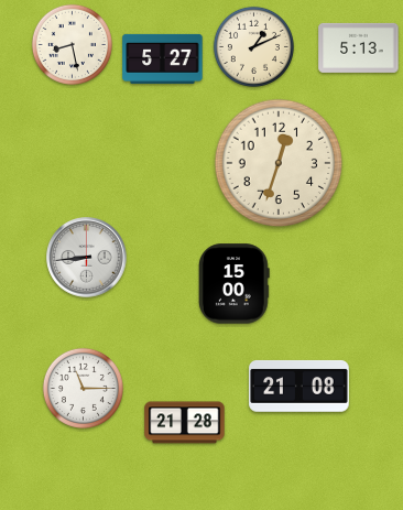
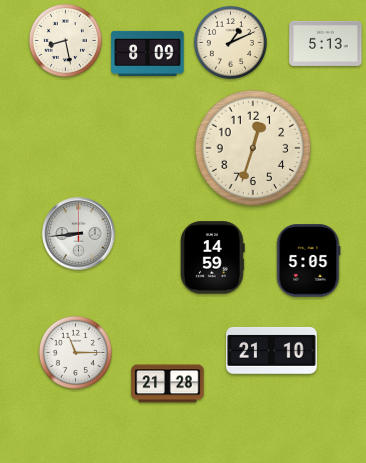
clock at (163, 58): 5:27 -> 8:09
clock at (235, 284): 15:00 -> 14:59
clock at (308, 261): none -> 5:05
clock at (299, 386): 21:08 -> 21:10
